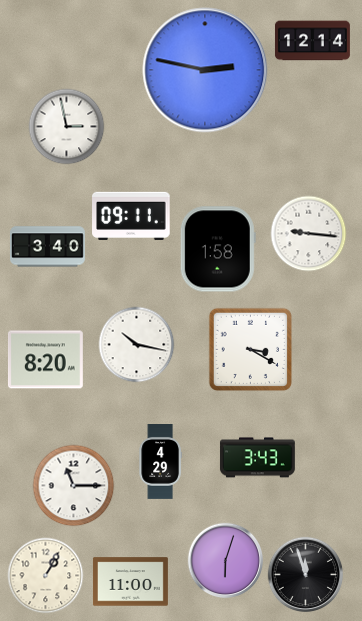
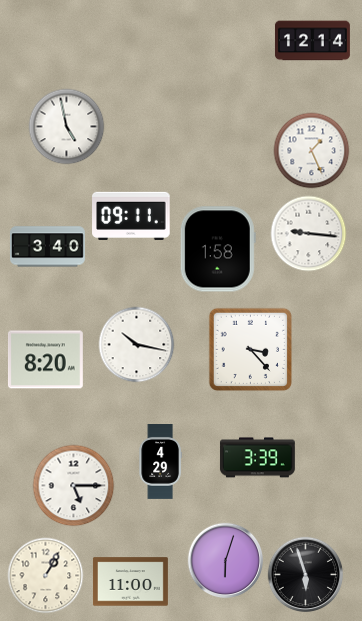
clock at (205, 70): 2:47 -> none
clock at (67, 127): 2:58 -> 4:58
clock at (312, 151): none -> 1:26
clock at (250, 349): 3:20 -> 3:23
clock at (257, 458): 3:43 -> 3:39
clock at (74, 486): 11:15 -> 5:15
clock at (306, 575): 11:57 -> 5:57
